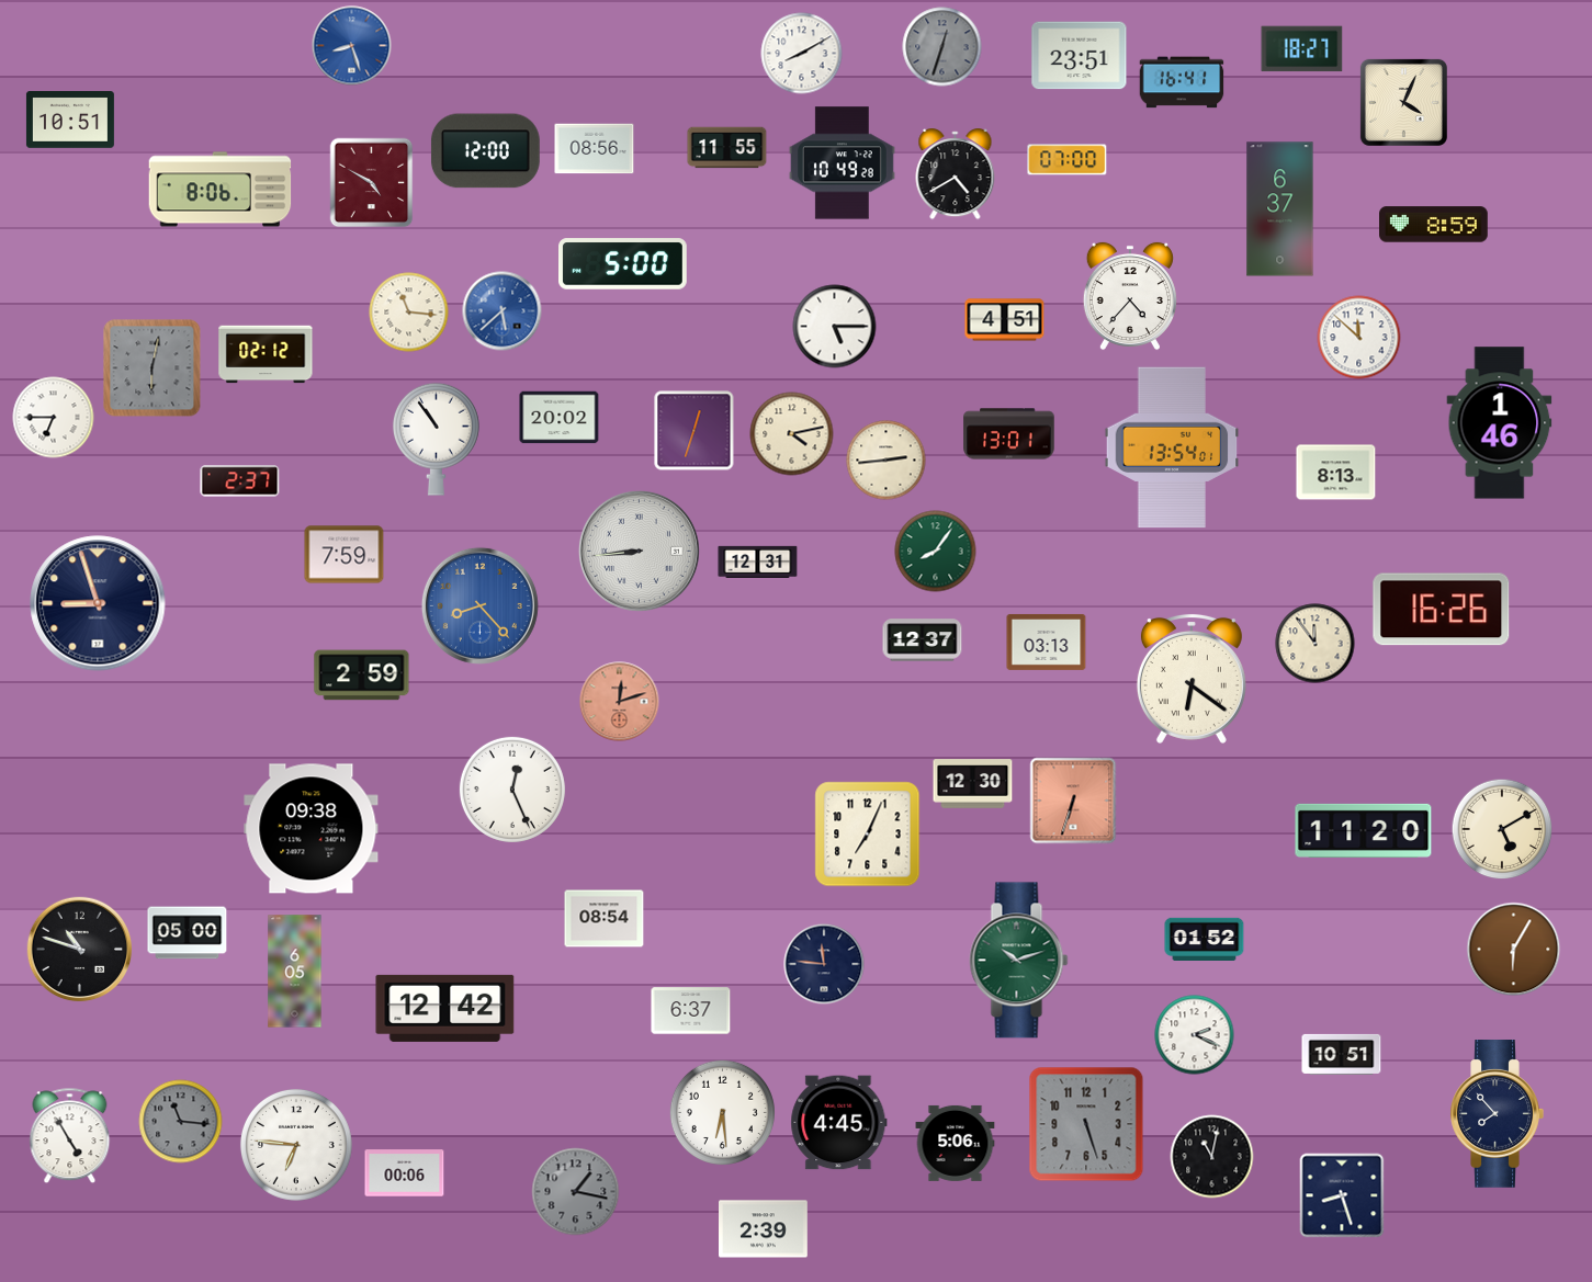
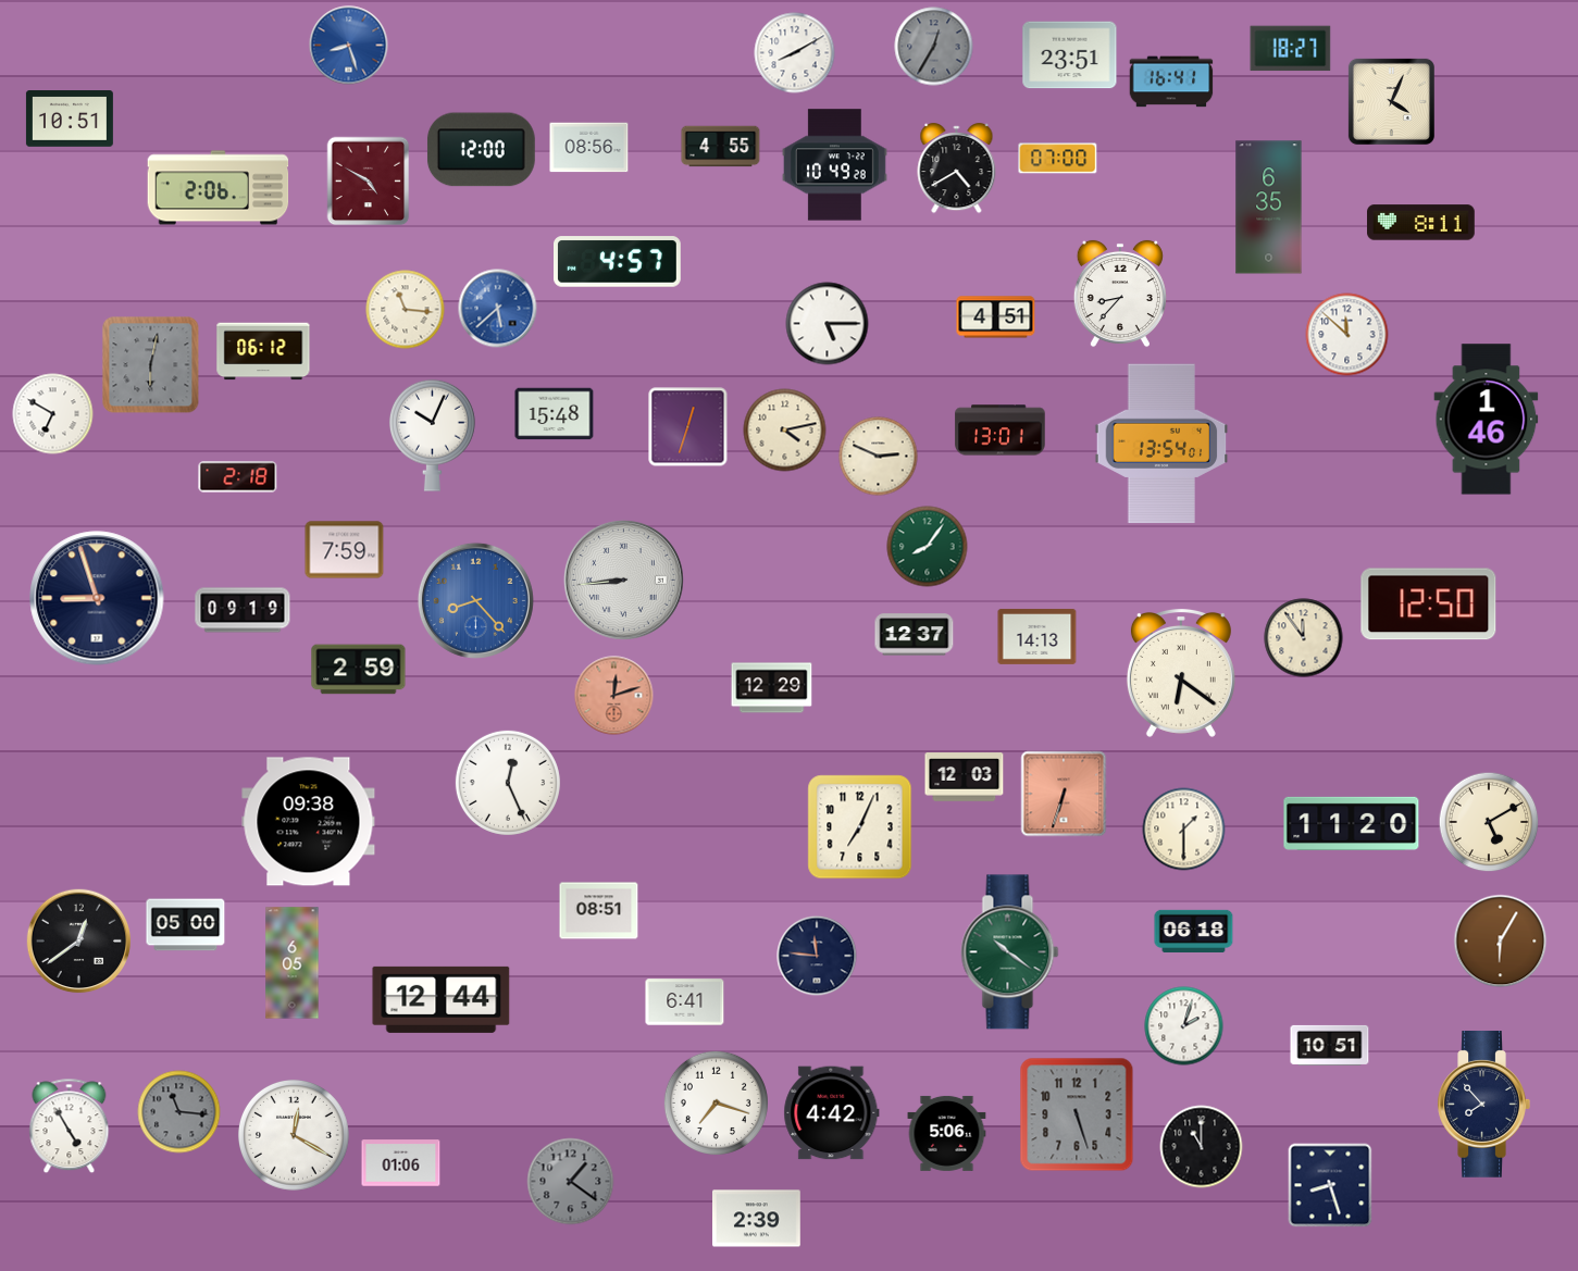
clock at (942, 47): 12:33 -> 12:35
clock at (727, 148): 11:55 -> 4:55
clock at (842, 163) position: (842, 163) -> (834, 165)
clock at (956, 174) position: (956, 174) -> (957, 169)
clock at (221, 190): 8:06 -> 2:06
clock at (1280, 209): 6:37 -> 6:35
clock at (1434, 225): 8:59 -> 8:11
clock at (623, 264): 5:00 -> 4:57
clock at (1130, 296): 4:37 -> 8:37
clock at (266, 354): 02:12 -> 06:12
clock at (54, 418): 6:45 -> 6:50
clock at (560, 418): 20:02 -> 15:48
clock at (436, 439): 10:54 -> 10:04
clock at (887, 461): 2:44 -> 2:49
clock at (1336, 473): 8:13 -> none
clock at (240, 481): 2:37 -> 2:18
clock at (639, 551) position: (639, 551) -> (623, 580)
clock at (345, 555) position: (345, 555) -> (345, 550)
clock at (758, 561): 12:31 -> none
clock at (1442, 610): 16:26 -> 12:50
clock at (243, 610): none -> 09:19
clock at (1047, 642): 03:13 -> 14:13
clock at (772, 688): none -> 12:29
clock at (973, 784): 12:30 -> 12:03
clock at (1184, 830): none -> 1:30
clock at (605, 919): 08:54 -> 08:51
clock at (1205, 939): 01:52 -> 06:18
clock at (80, 950): 10:48 -> 12:39
clock at (1019, 961): 10:12 -> 10:21
clock at (445, 1008): 12:42 -> 12:44
clock at (691, 1011): 6:37 -> 6:41
clock at (1195, 1035): 2:19 -> 2:03
clock at (722, 1112): 6:29 -> 7:18
clock at (839, 1123): 4:45 -> 4:42
clock at (296, 1145): 6:46 -> 12:20
clock at (1212, 1157): 11:02 -> 11:00
clock at (405, 1173): 00:06 -> 01:06
clock at (576, 1192): 1:17 -> 1:21
